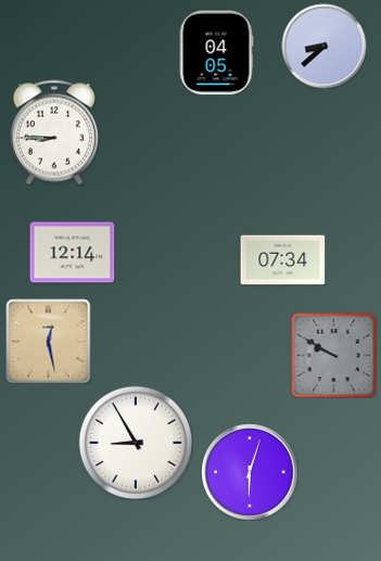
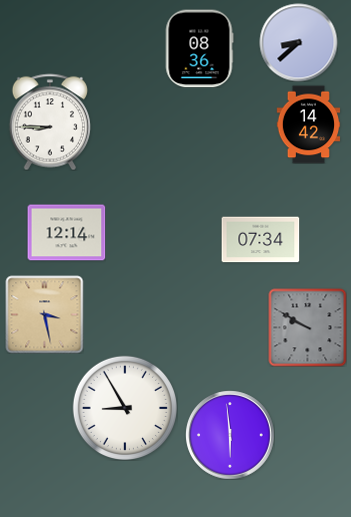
clock at (216, 52): 04:05 -> 08:36
clock at (309, 124): none -> 14:42
clock at (48, 341): 12:28 -> 3:28
clock at (250, 472): 6:03 -> 5:59
